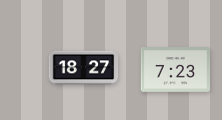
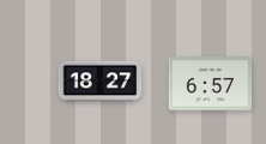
clock at (176, 70): 7:23 -> 6:57
